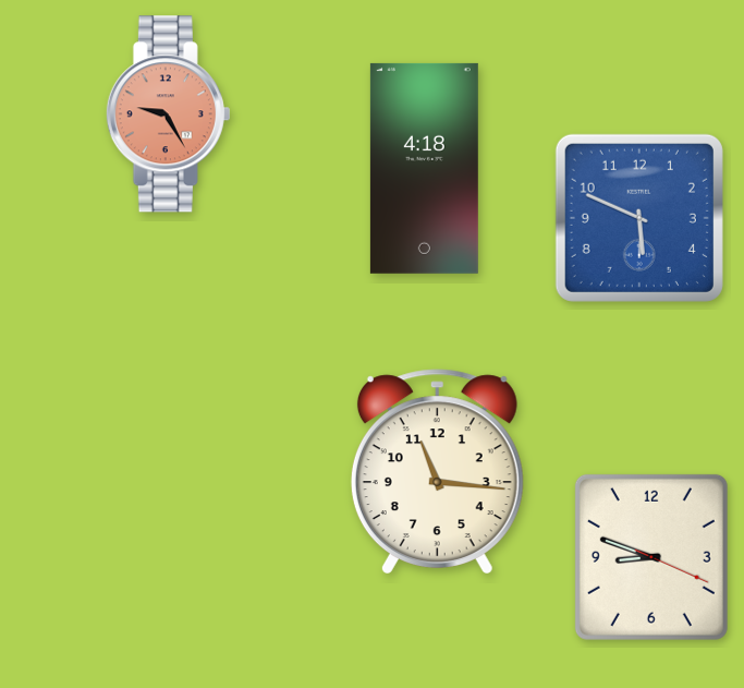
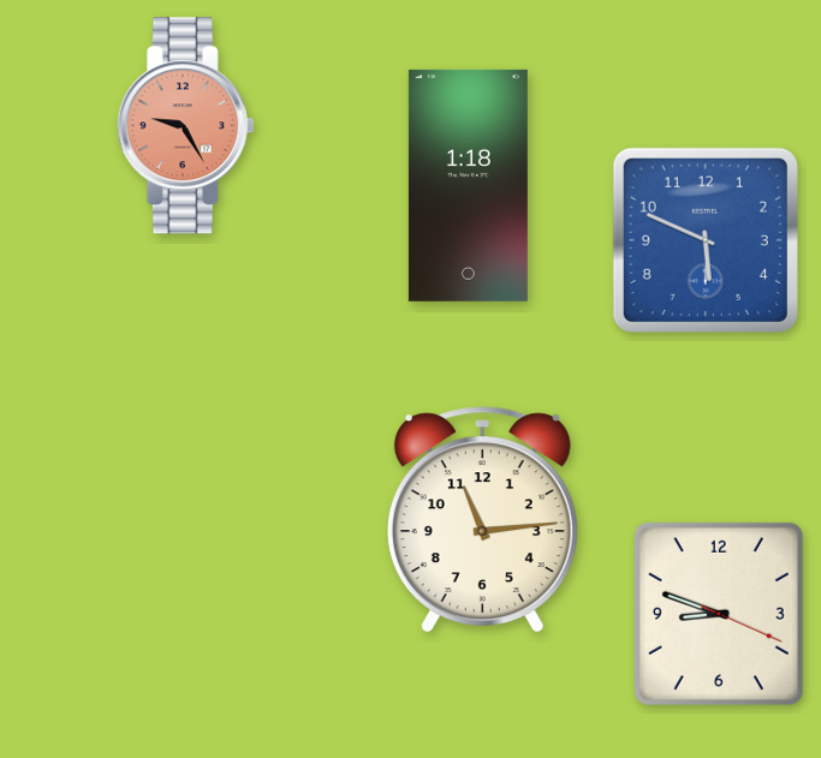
clock at (424, 168): 4:18 -> 1:18
clock at (437, 471): 11:16 -> 11:14
